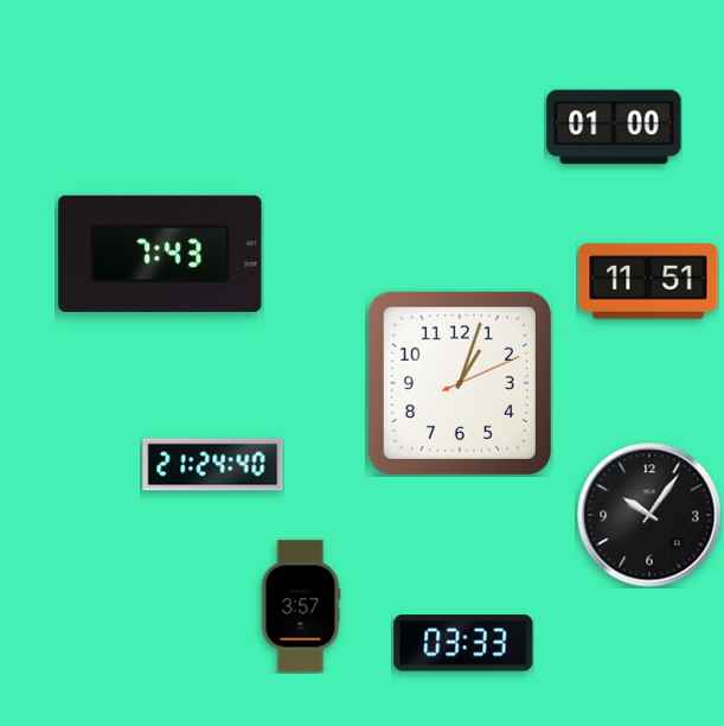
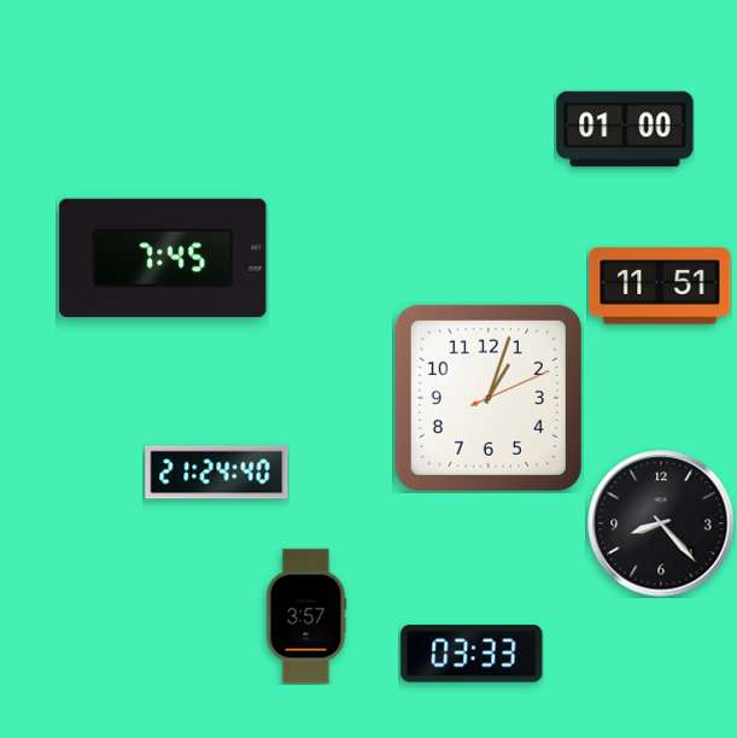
clock at (160, 254): 7:43 -> 7:45
clock at (460, 383) position: (460, 383) -> (489, 398)
clock at (649, 515): 10:06 -> 8:23
